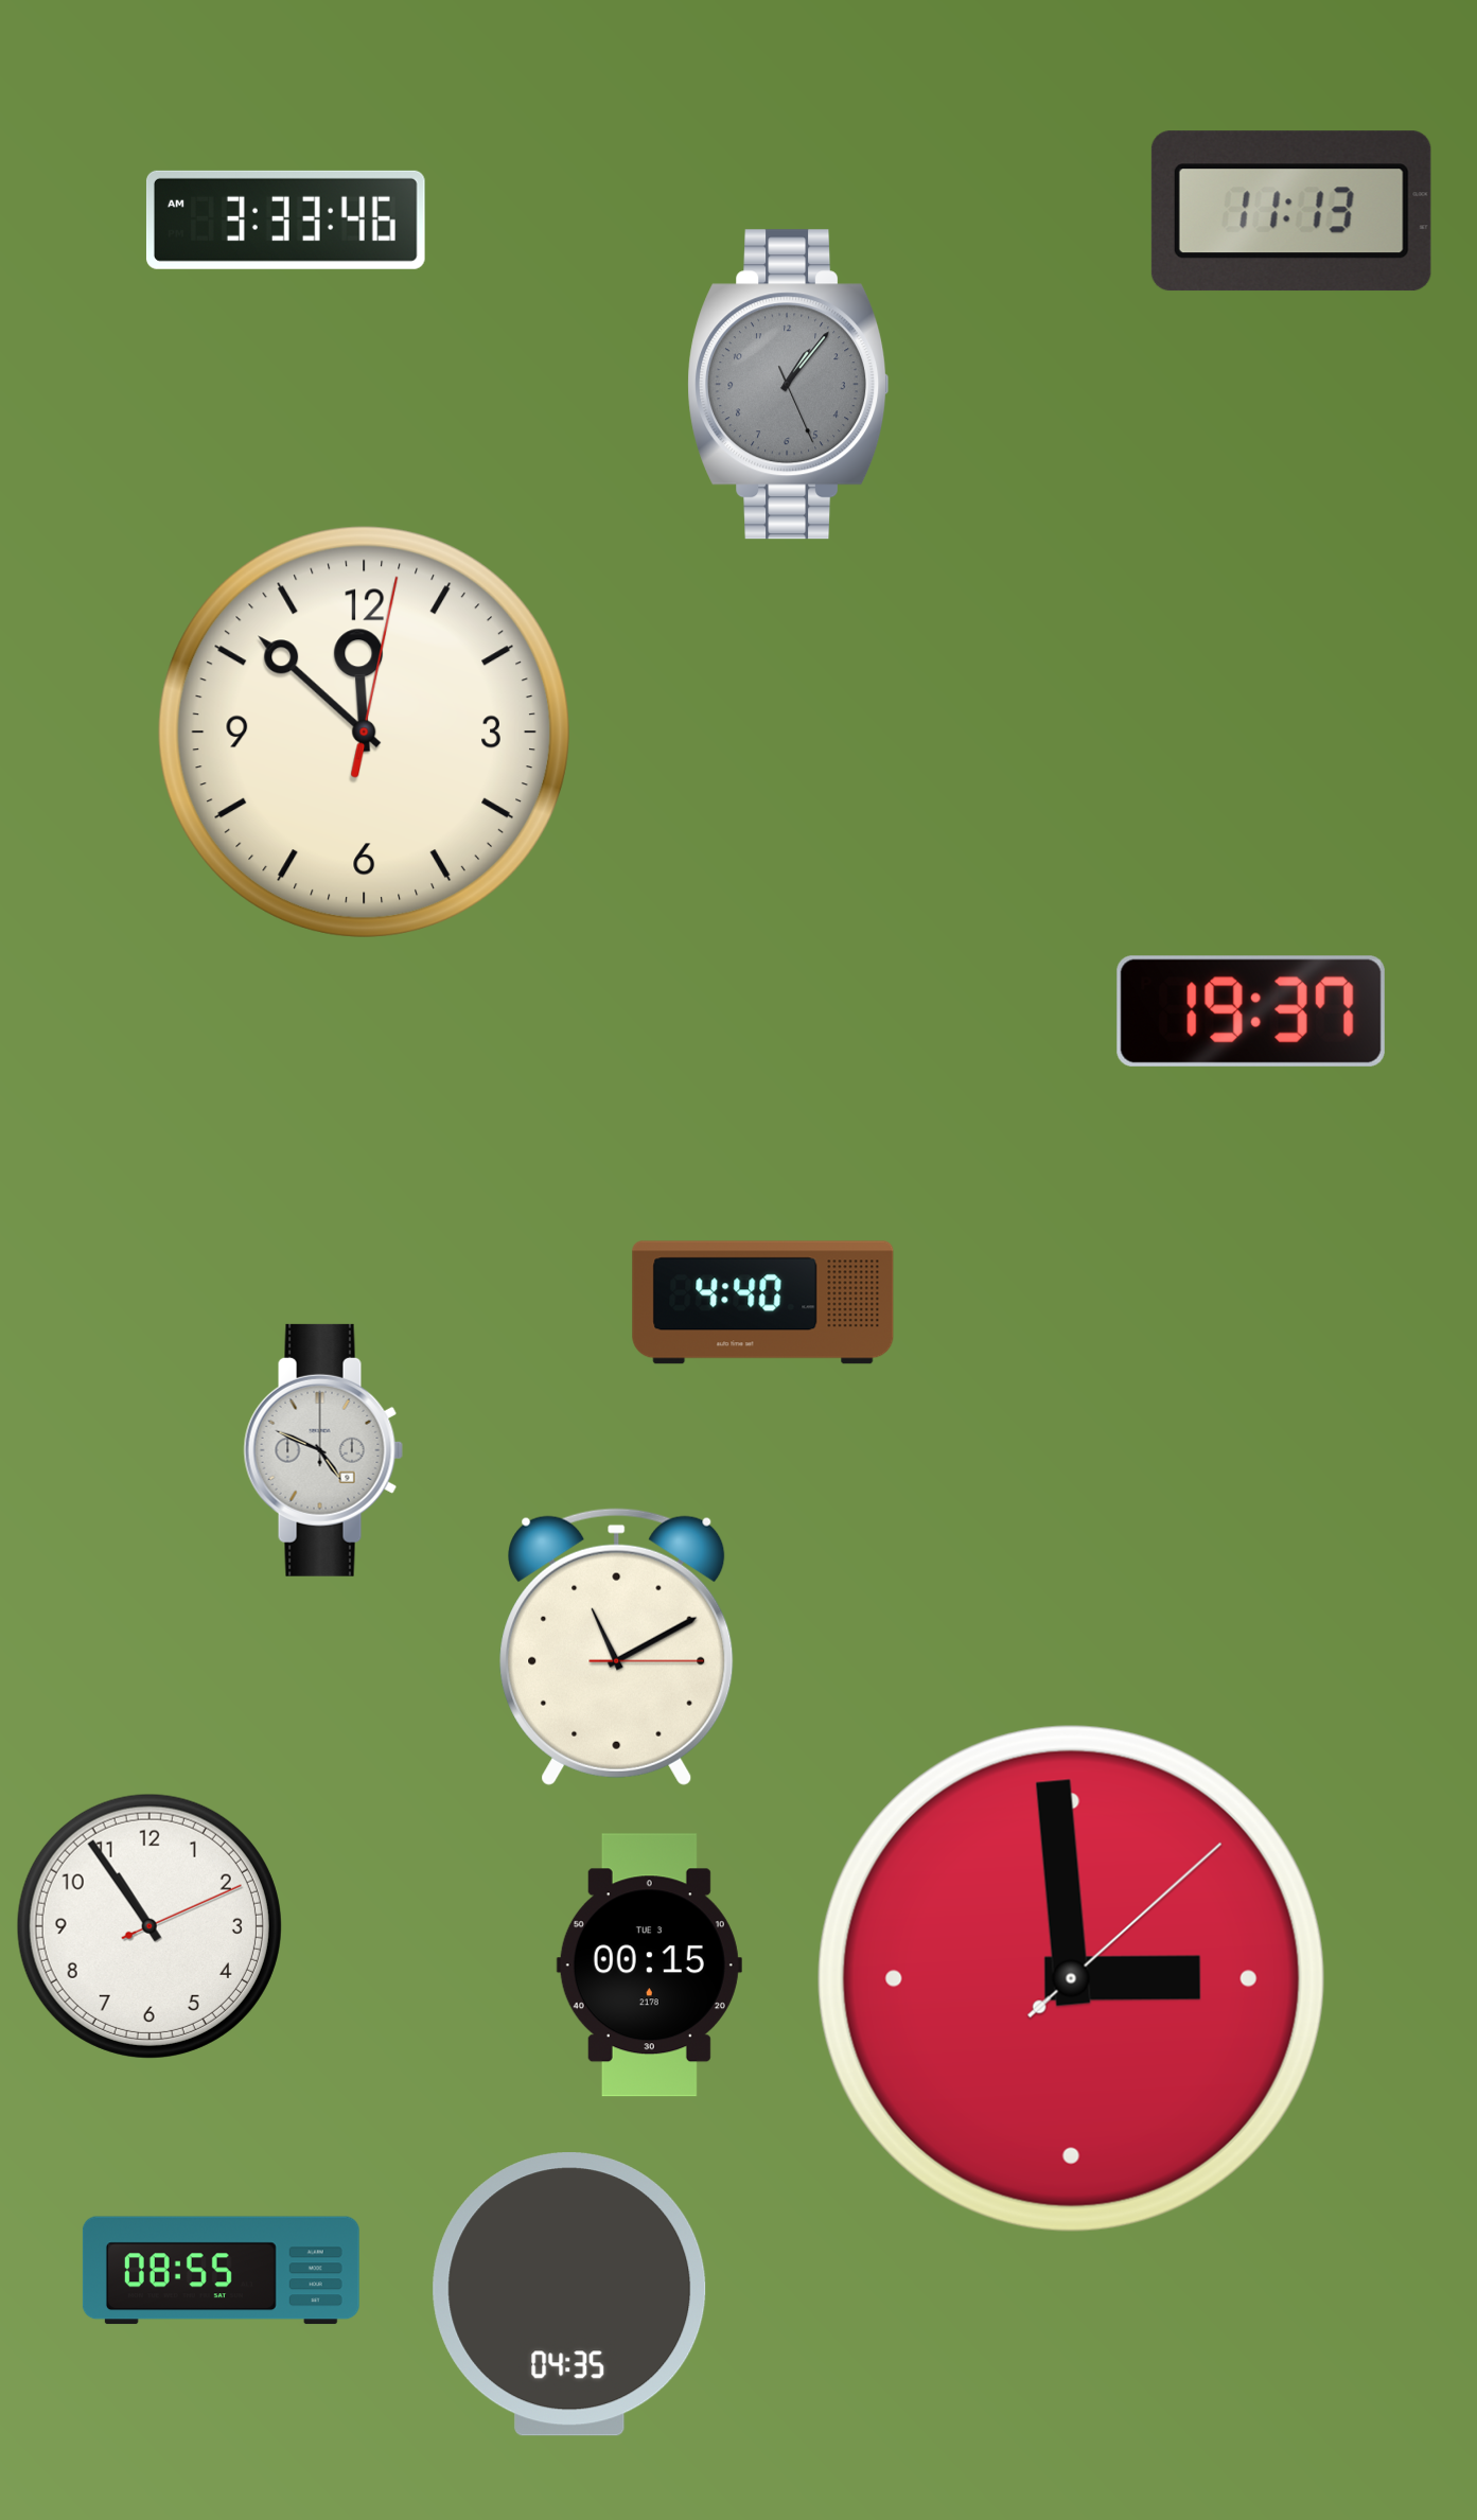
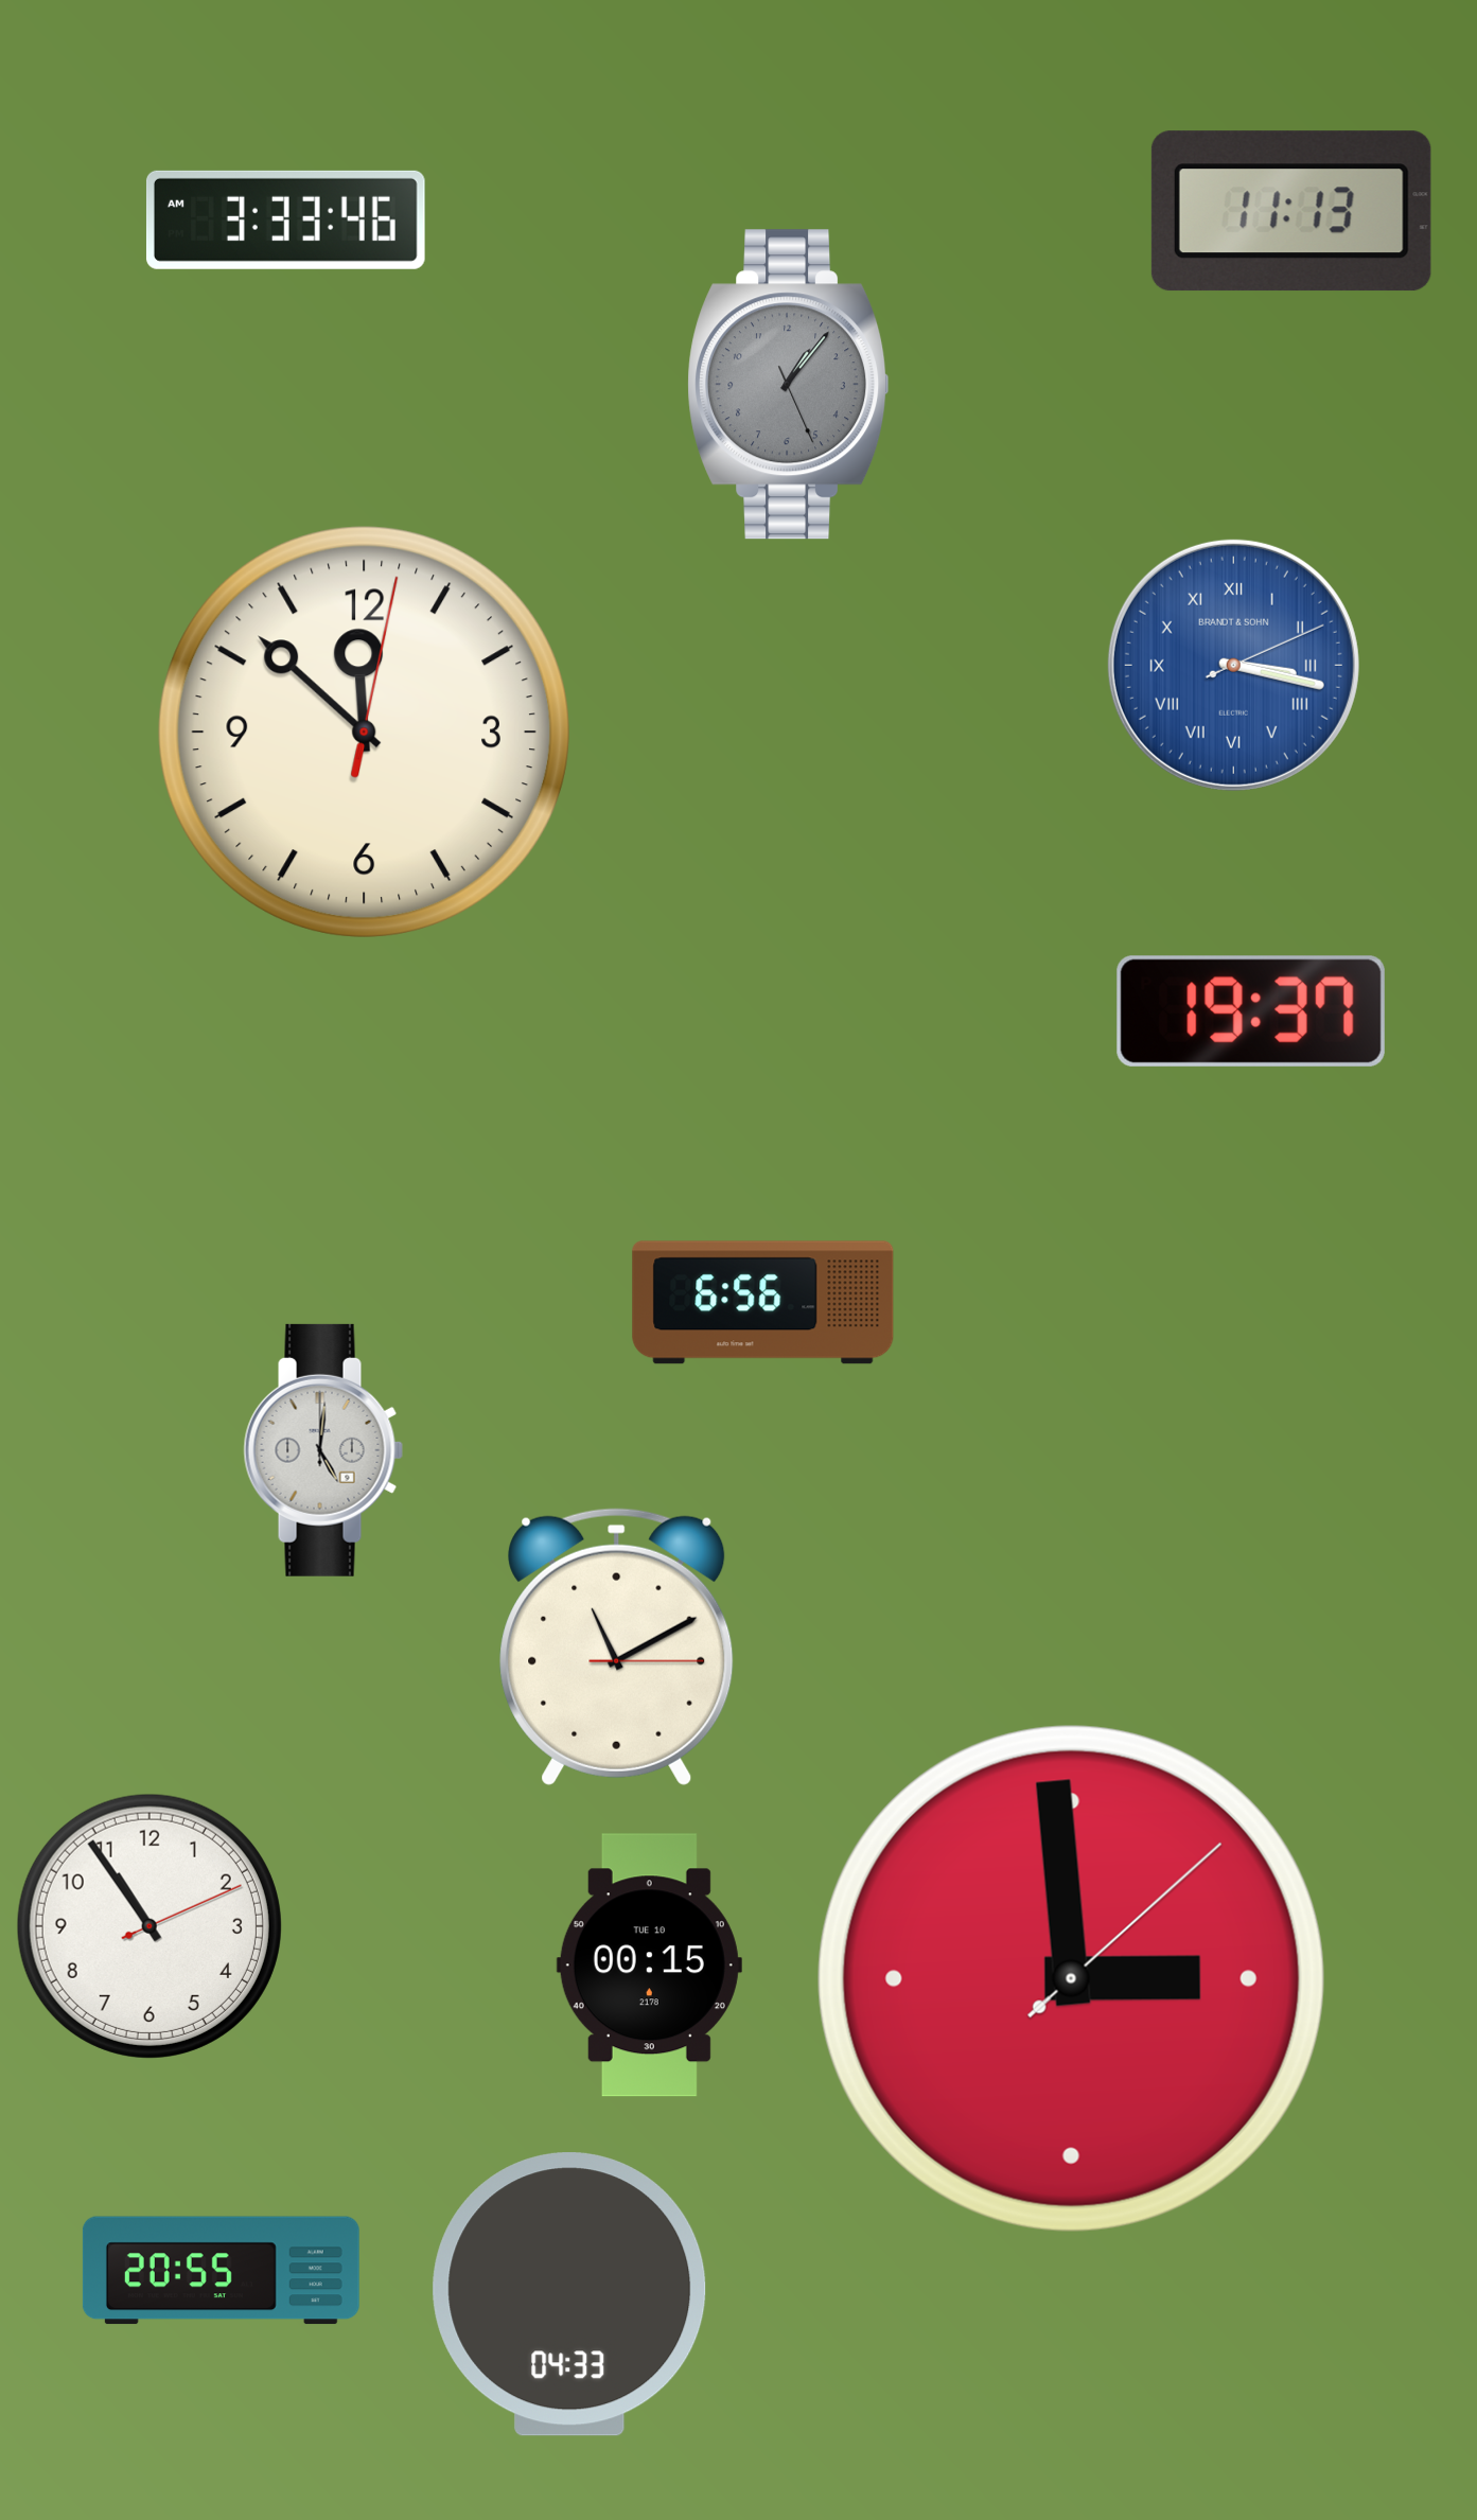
clock at (1233, 665): none -> 3:17
clock at (763, 1303): 4:40 -> 6:56
clock at (323, 1450): 4:49 -> 5:01
clock at (649, 1966) date: TUE 3 -> TUE 10
clock at (221, 2271): 08:55 -> 20:55
clock at (569, 2294): 04:35 -> 04:33
